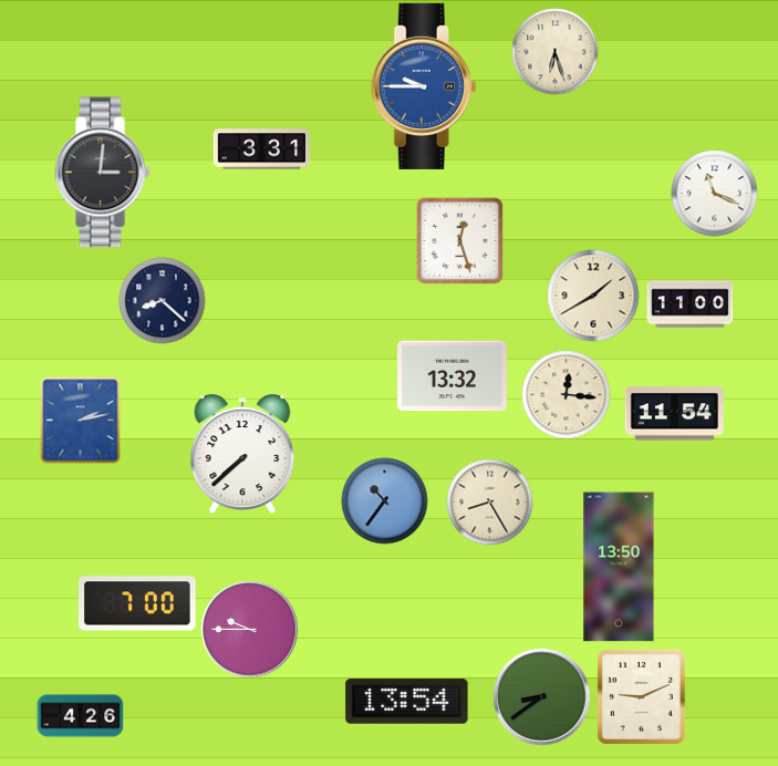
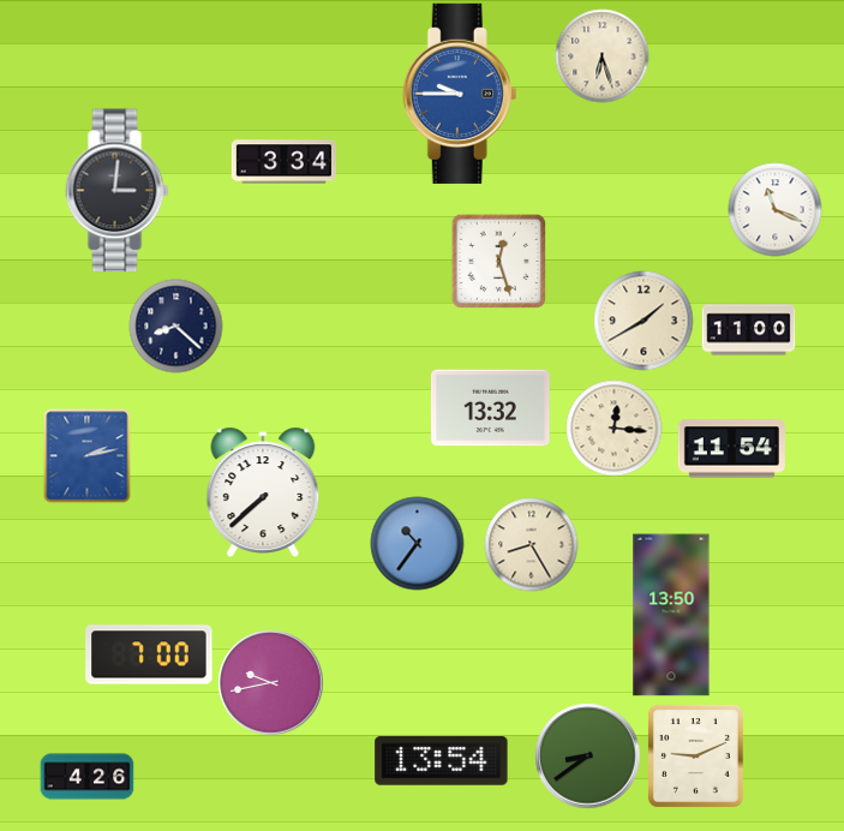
clock at (261, 149): 3:31 -> 3:34
clock at (103, 173) position: (103, 173) -> (118, 191)
clock at (249, 629): 9:45 -> 9:43
